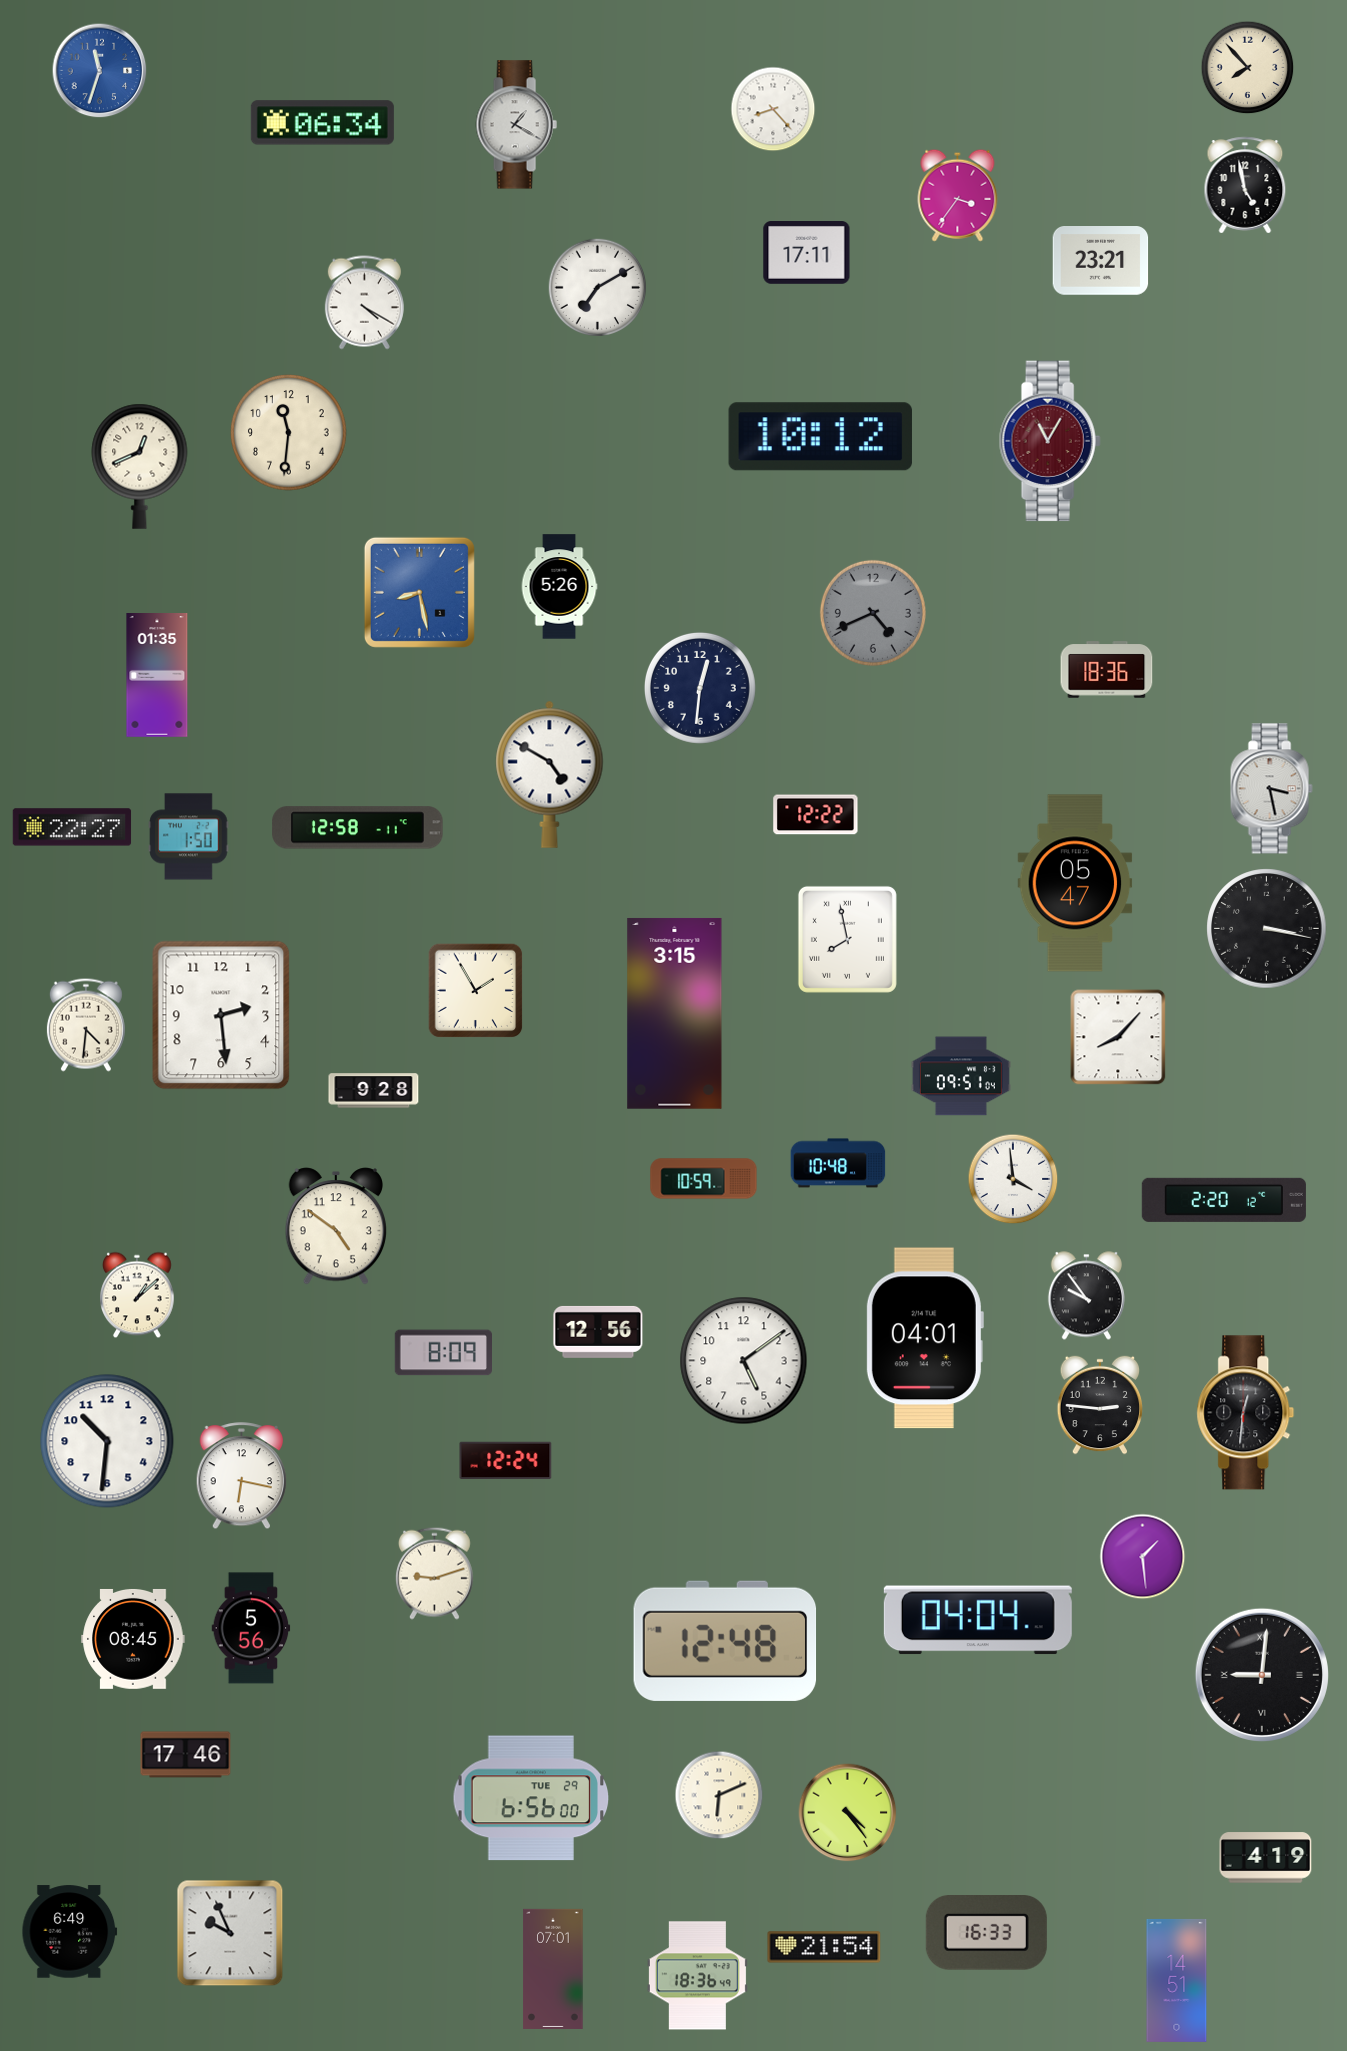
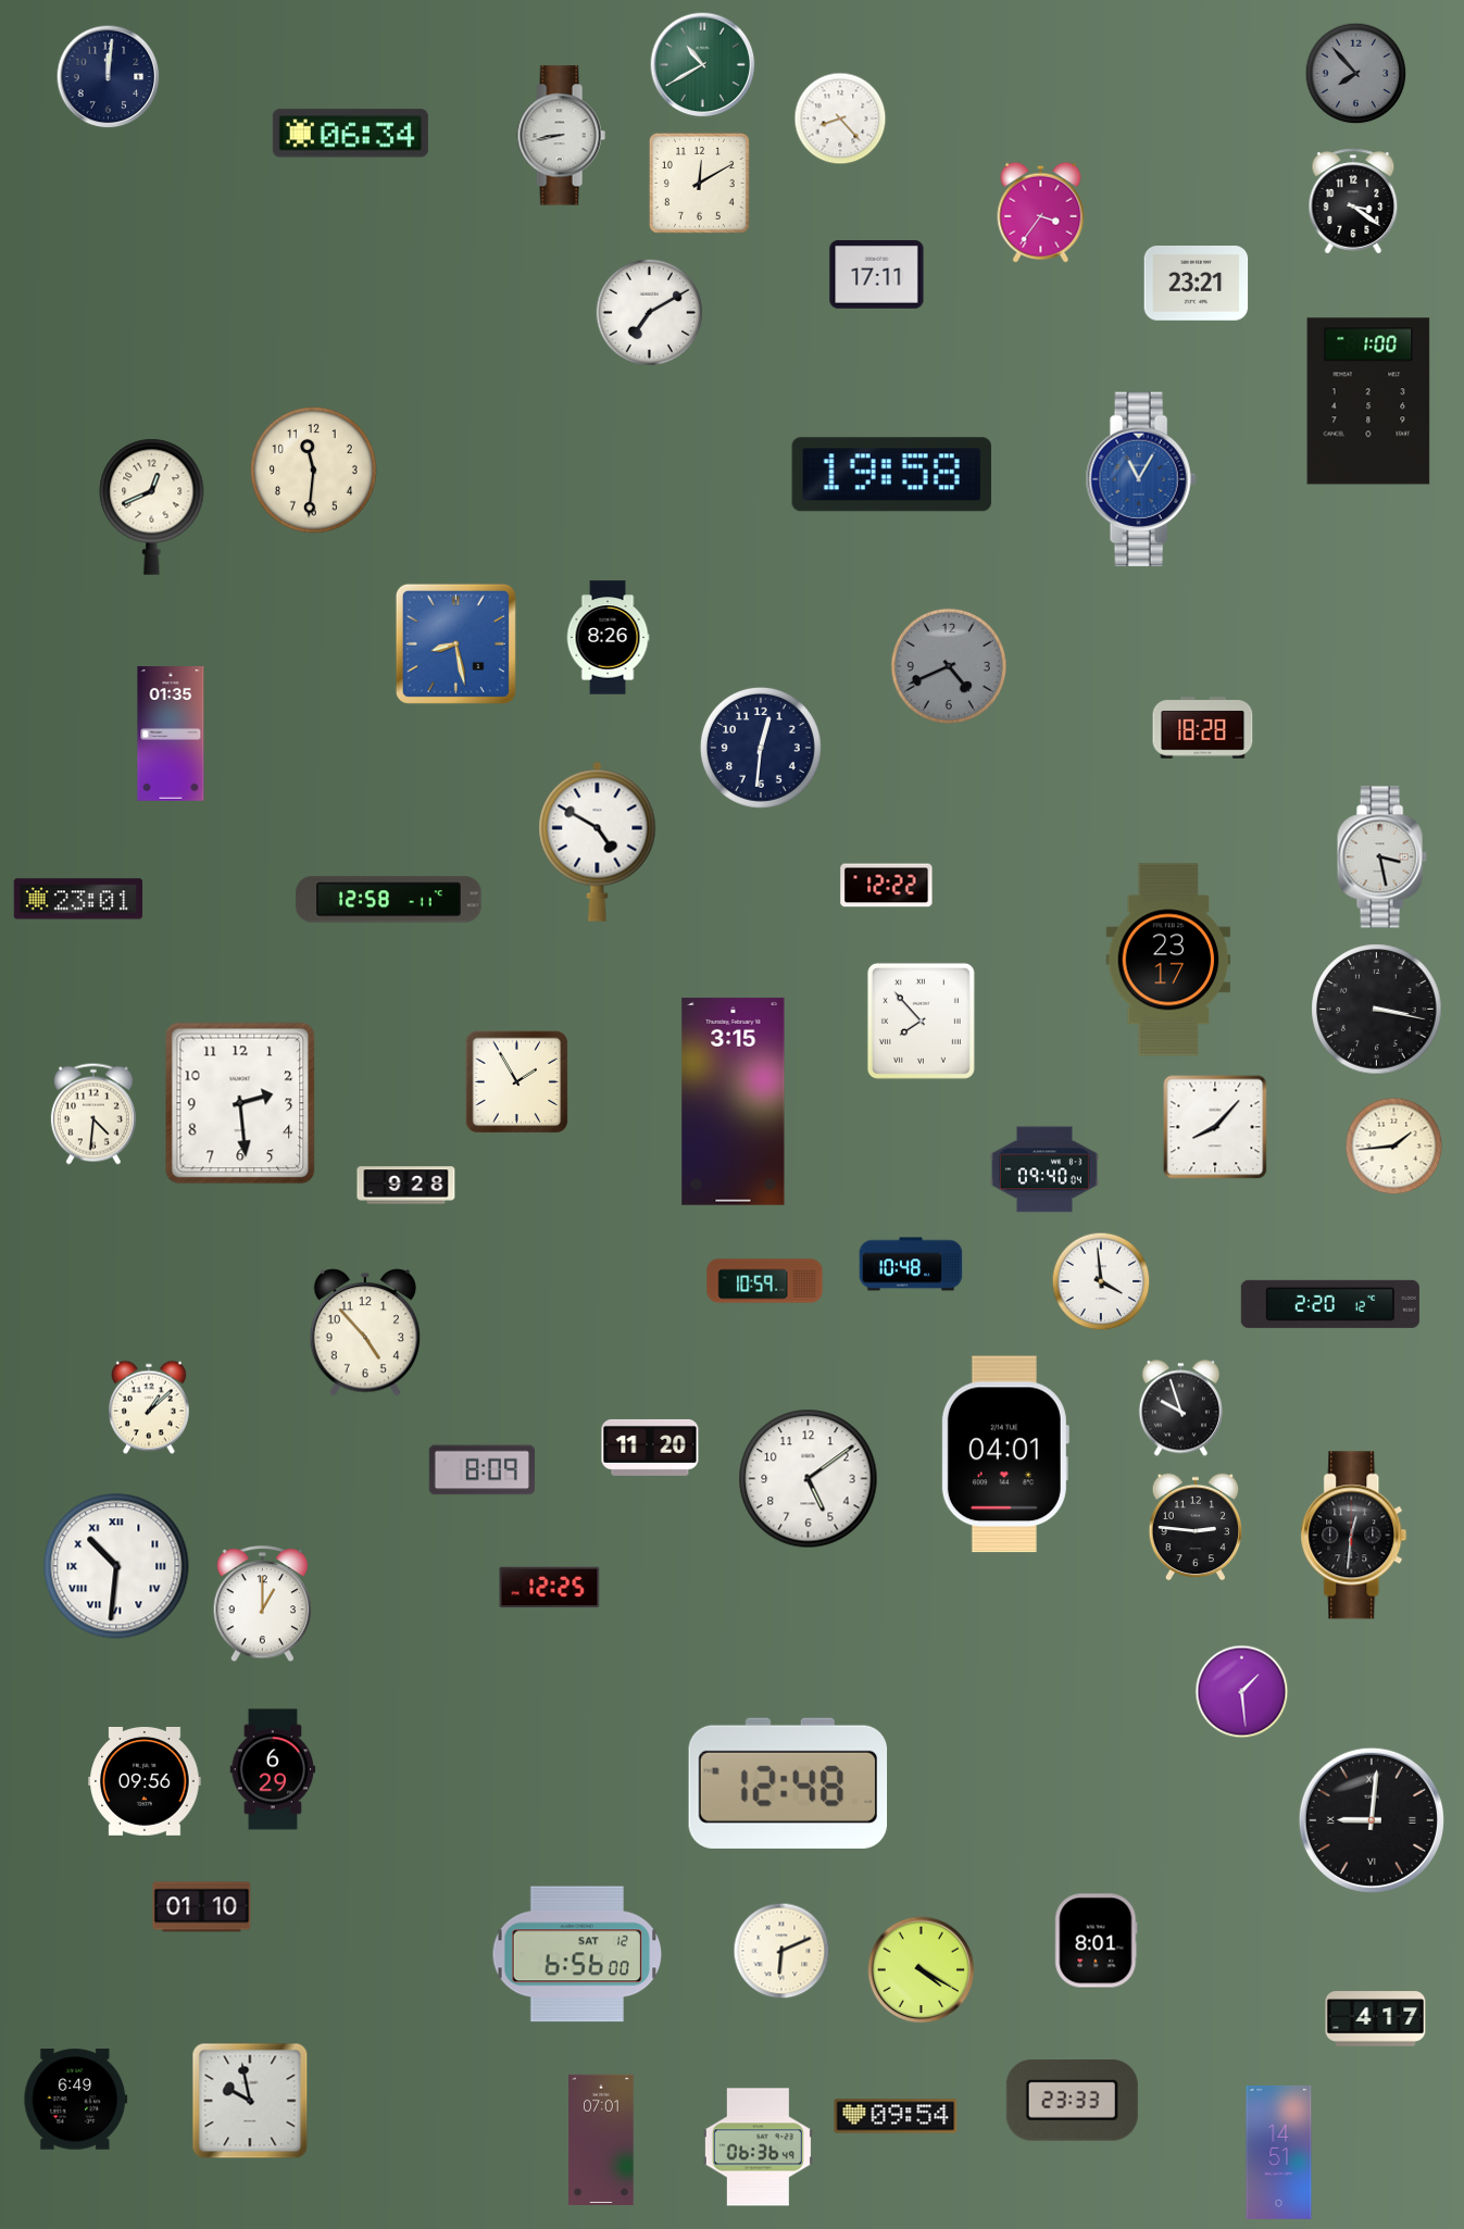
clock at (703, 65): none -> 10:40
clock at (1248, 68) dial: cream -> grey
clock at (100, 71): 11:33 -> 12:01
clock at (100, 71) dial: blue -> navy
clock at (516, 125): 1:20 -> 8:43
clock at (699, 183): none -> 12:10
clock at (1245, 185): 4:58 -> 3:21
clock at (364, 303): 4:20 -> none
clock at (1368, 401): none -> 1:00
clock at (820, 437): 10:12 -> 19:58
clock at (1050, 441) dial: burgundy -> blue
clock at (559, 587): 5:26 -> 8:26
clock at (1107, 670): 18:36 -> 18:28
clock at (72, 827): 22:27 -> 23:01
clock at (189, 837): 1:50 -> none
clock at (1075, 883): 05:47 -> 23:17
clock at (847, 939): 7:58 -> 7:53
clock at (476, 991) position: (476, 991) -> (517, 1082)
clock at (1394, 1147): none -> 1:44
clock at (961, 1076): 09:51 -> 09:40
clock at (336, 1226): 4:51 -> 4:53
clock at (1086, 1296): 9:54 -> 9:57
clock at (598, 1332): 12:56 -> 11:20
clock at (107, 1441) numerals: Arabic -> Roman
clock at (506, 1461): 12:24 -> 12:25
clock at (242, 1476): 6:17 -> 1:00
clock at (434, 1573): 9:12 -> none
clock at (978, 1620): 04:04 -> none
clock at (251, 1628): 5:56 -> 6:29
clock at (133, 1639): 08:45 -> 09:56
clock at (186, 1755): 17:46 -> 01:10
clock at (1097, 1941): none -> 8:01
clock at (531, 1798) date: TUE 29 -> SAT 12
clock at (848, 1813): 4:24 -> 4:20
clock at (1266, 1858): 4:19 -> 4:17
clock at (230, 1933): 9:56 -> 9:58
clock at (986, 1933): 16:33 -> 23:33
clock at (824, 1947): 21:54 -> 09:54
clock at (697, 1976): 18:36 -> 06:36
